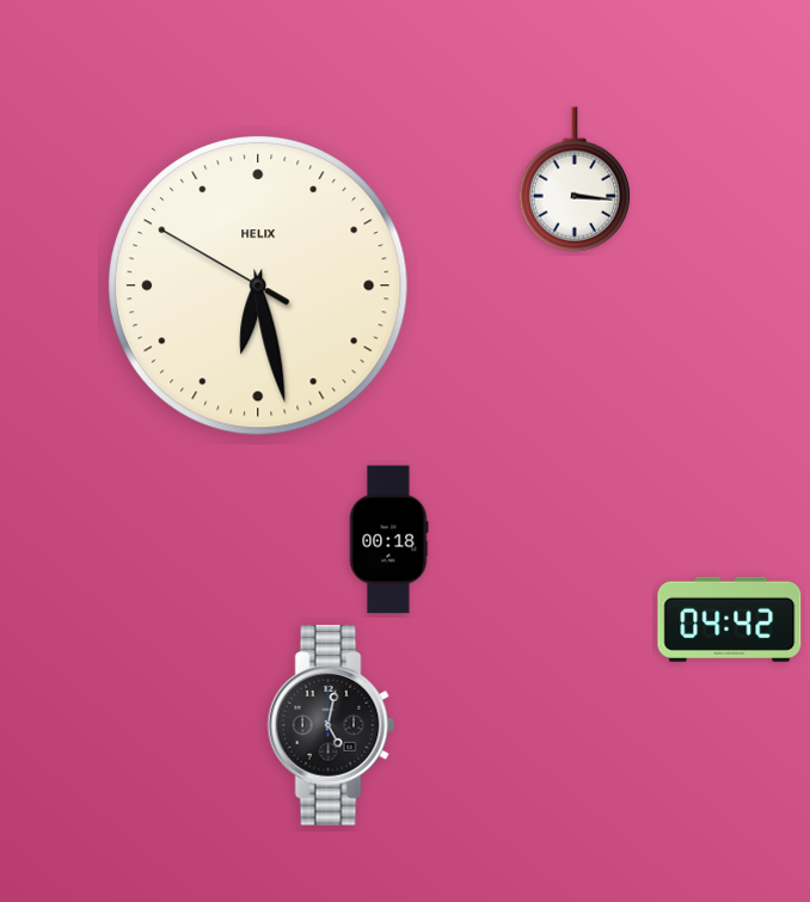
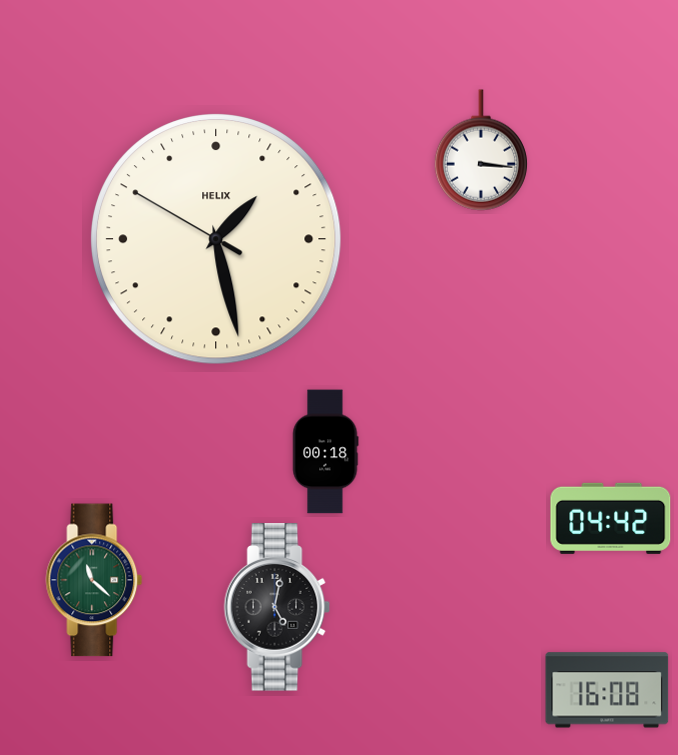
clock at (258, 286): 6:27 -> 1:27
clock at (94, 580): none -> 11:22
clock at (607, 690): none -> 16:08
